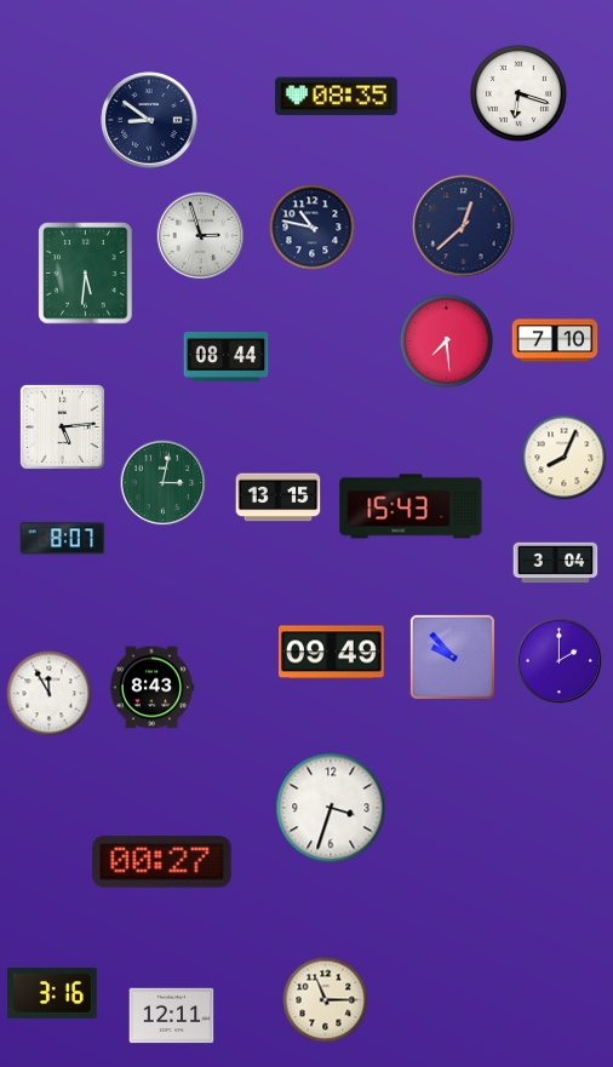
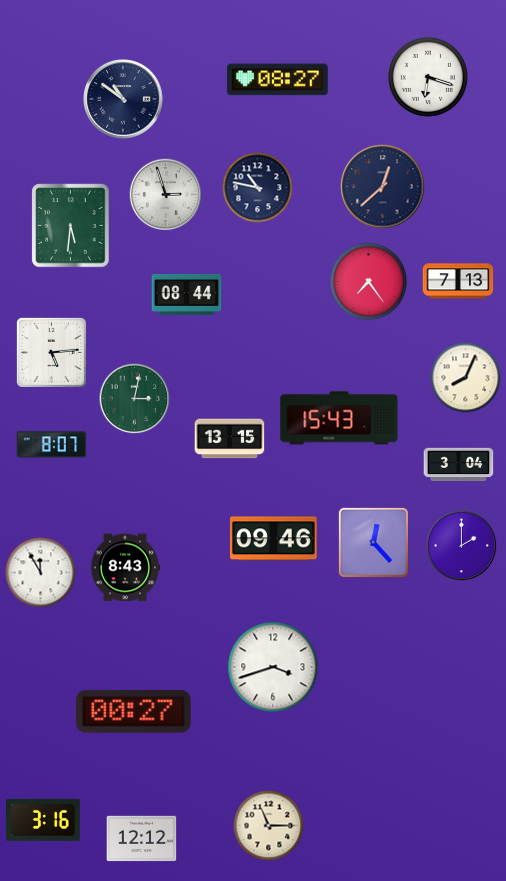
clock at (337, 97): 08:35 -> 08:27
clock at (149, 120): 8:51 -> 10:51
clock at (446, 340): 7:29 -> 7:24
clock at (555, 340): 7:10 -> 7:13
clock at (279, 498) position: (279, 498) -> (230, 439)
clock at (331, 653): 09:49 -> 09:46
clock at (452, 656): 9:53 -> 12:23
clock at (331, 808): 3:33 -> 3:42
clock at (172, 1016): 12:11 -> 12:12
